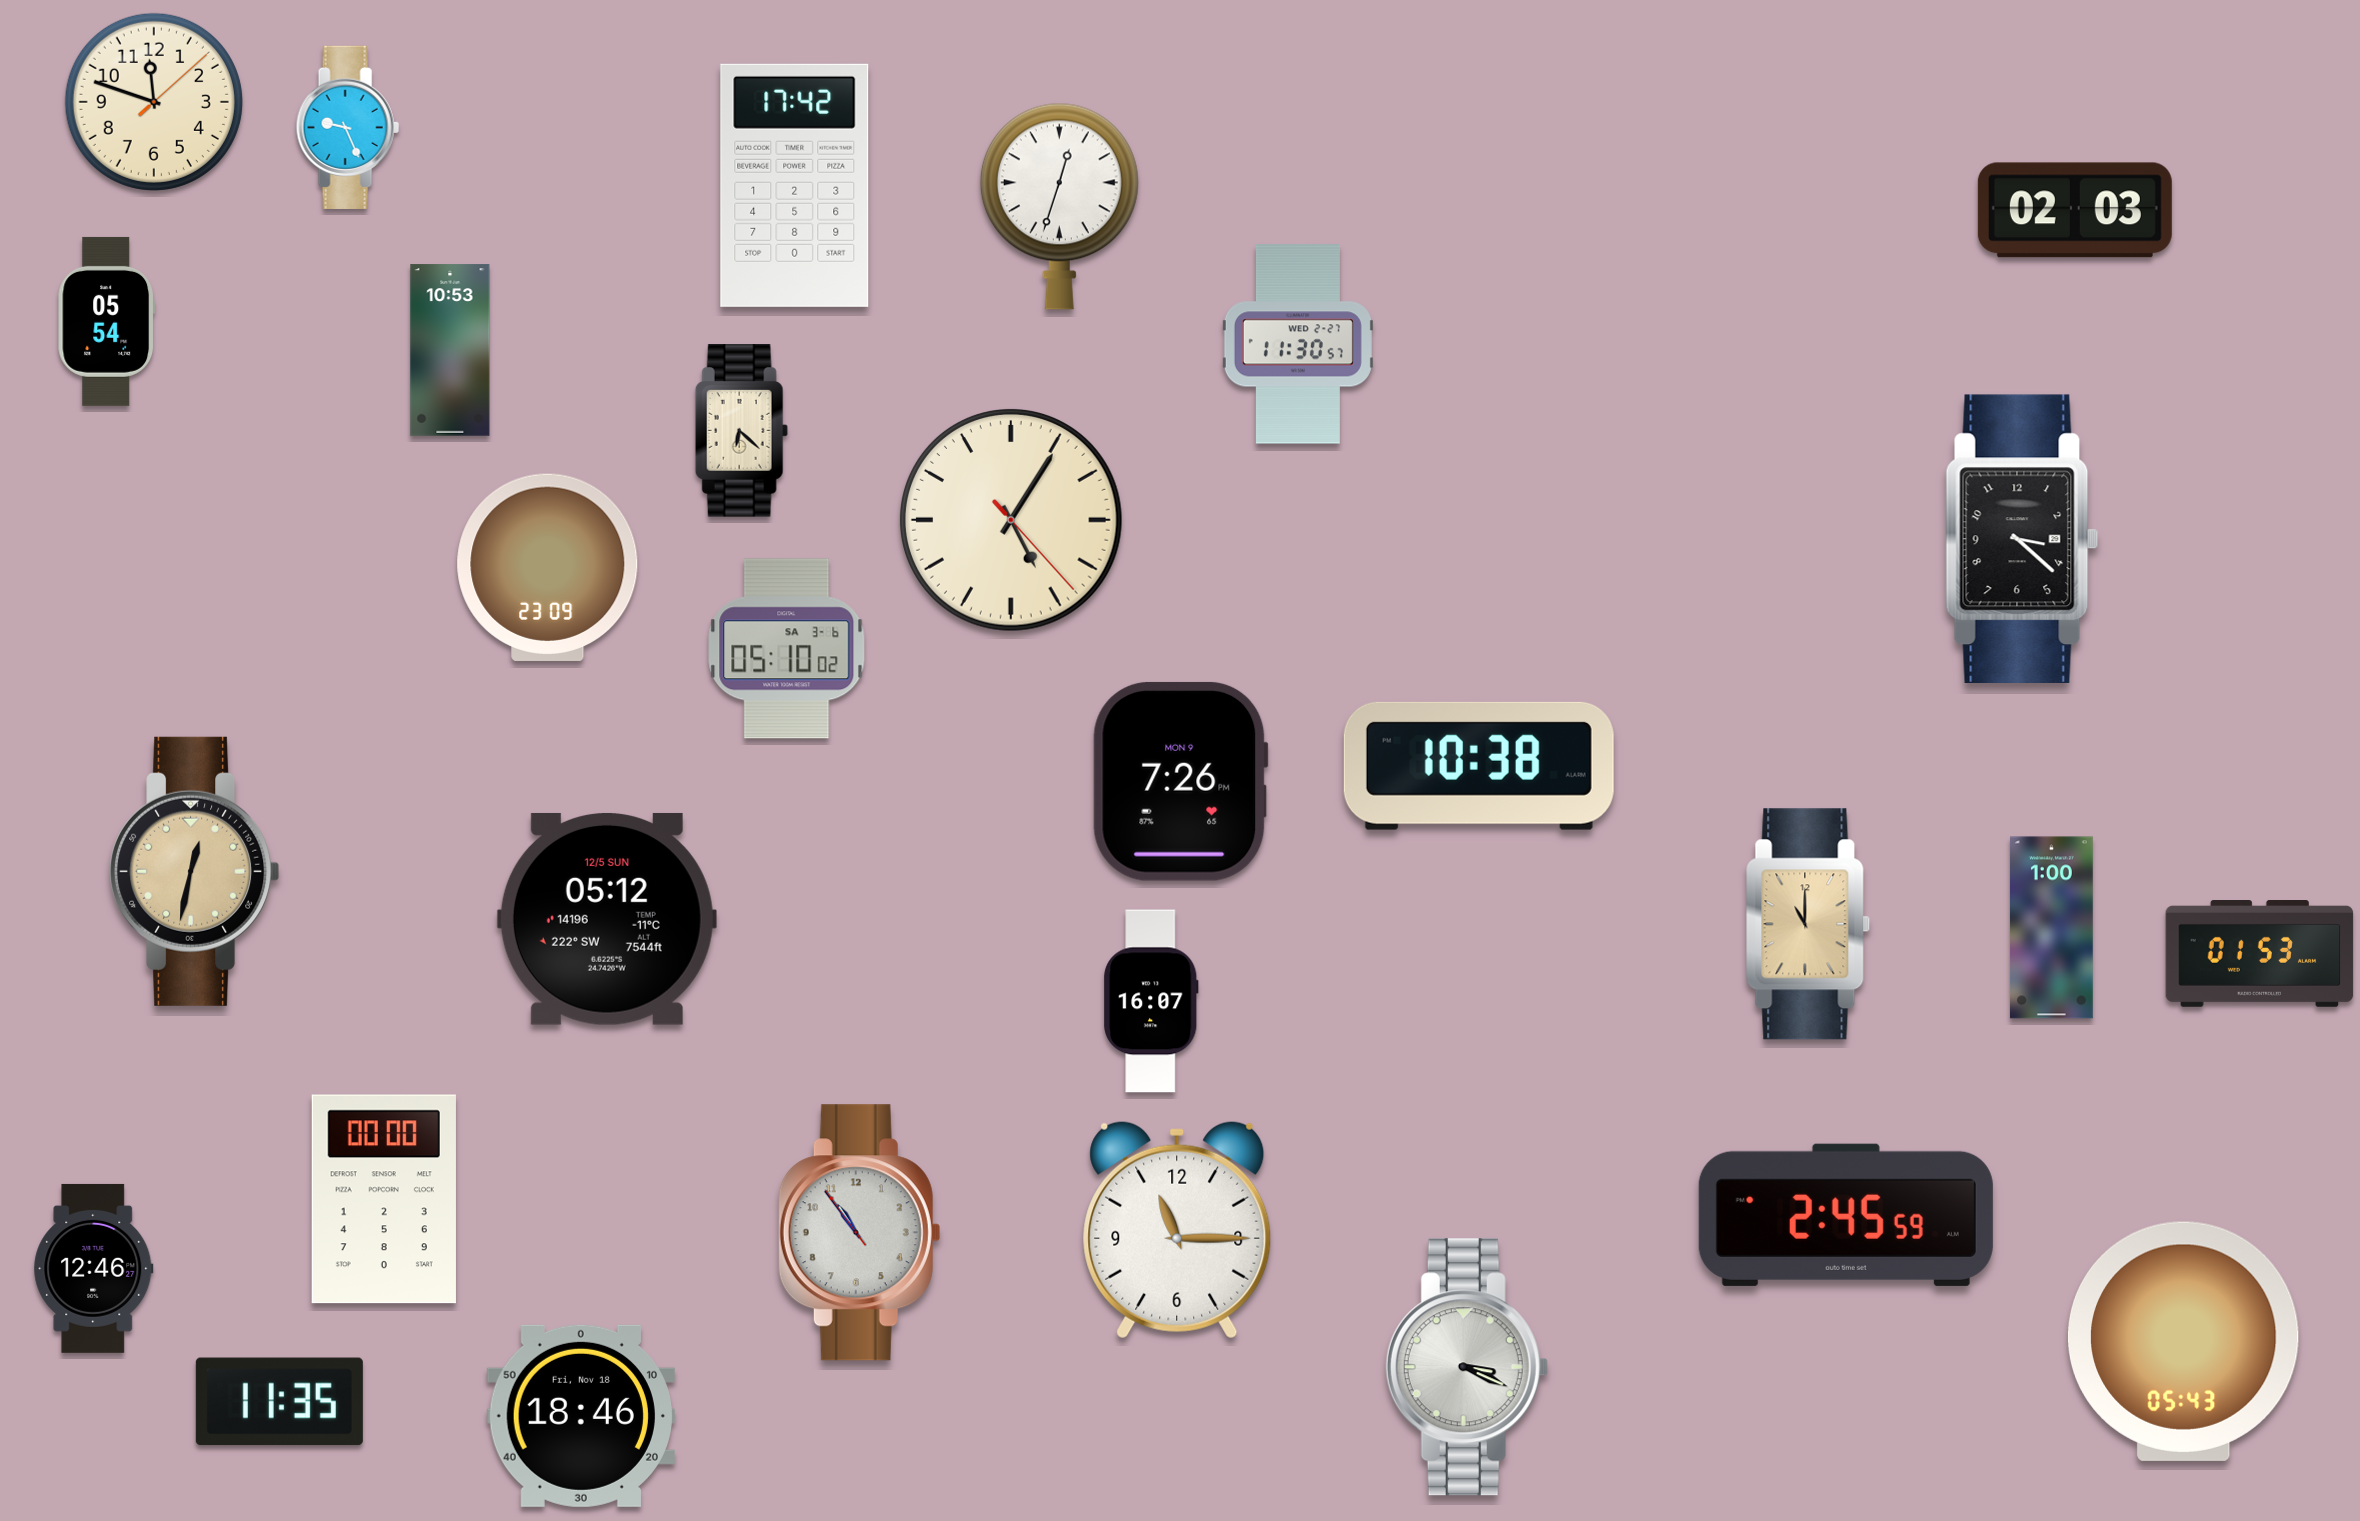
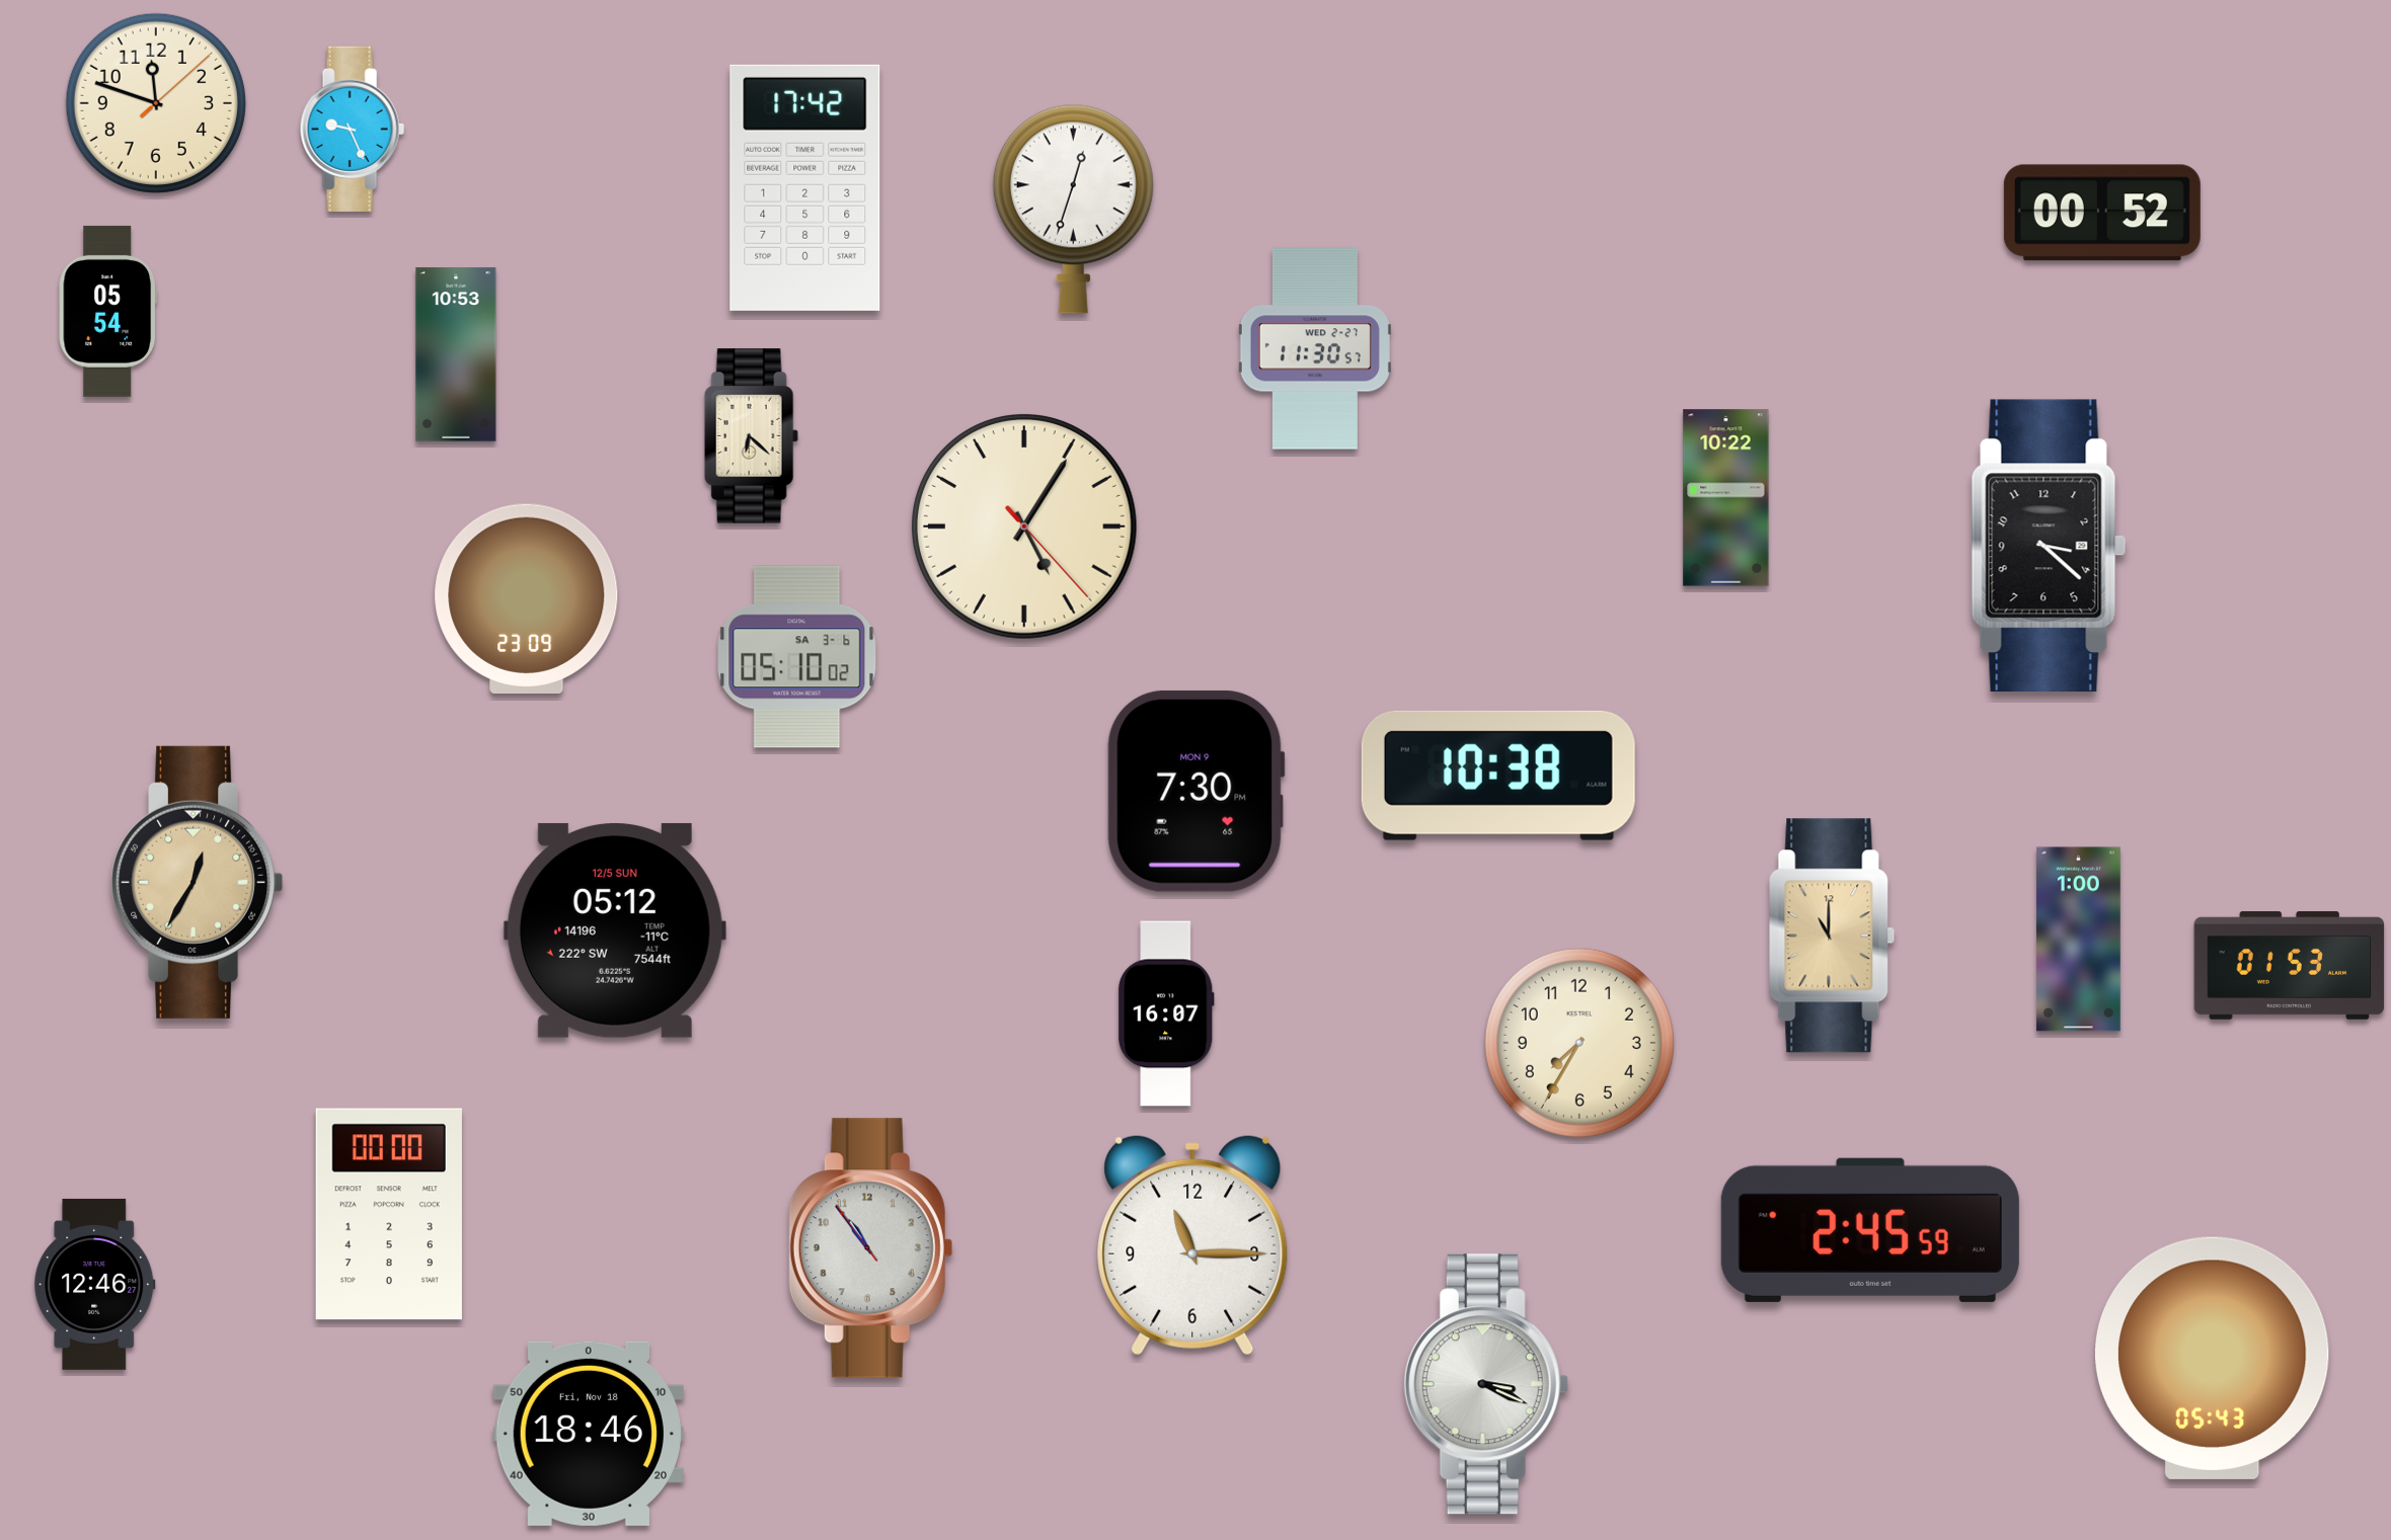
clock at (2075, 210): 02:03 -> 00:52
clock at (106, 321) position: (106, 321) -> (107, 311)
clock at (1726, 498): none -> 10:22
clock at (548, 567) position: (548, 567) -> (527, 598)
clock at (1180, 781): 7:26 -> 7:30
clock at (195, 871): 12:32 -> 12:35
clock at (1579, 1043): none -> 7:35
clock at (279, 1402): 11:35 -> none
